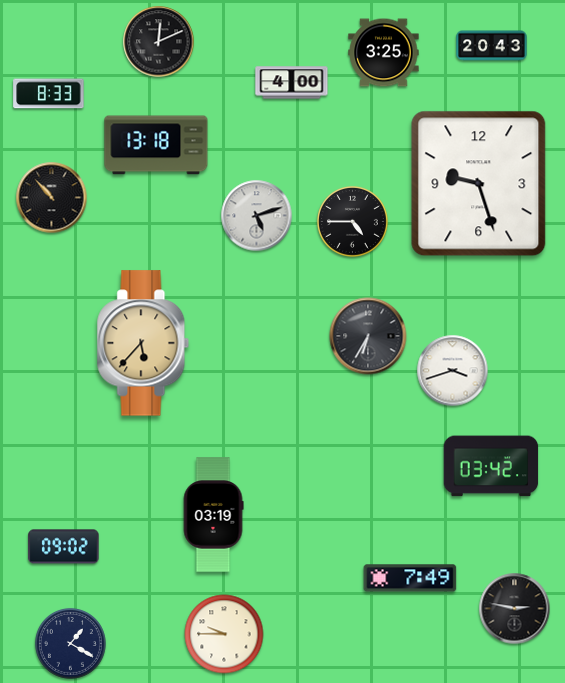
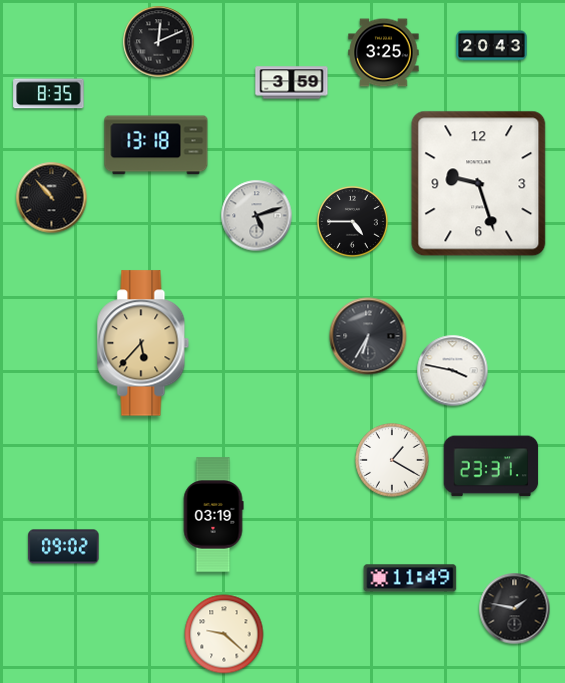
clock at (292, 83): 4:00 -> 3:59
clock at (49, 94): 8:33 -> 8:35
clock at (453, 371): 3:42 -> 3:47
clock at (392, 460): none -> 1:20
clock at (491, 466): 03:42 -> 23:31
clock at (410, 578): 7:49 -> 11:49
clock at (515, 609): 2:47 -> 1:47
clock at (224, 634): 9:45 -> 9:22
clock at (70, 643): 1:20 -> none
